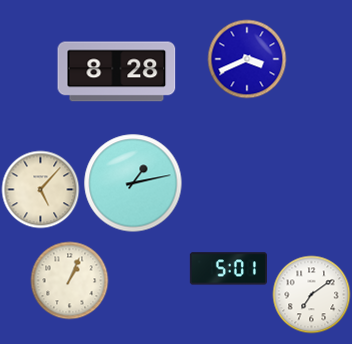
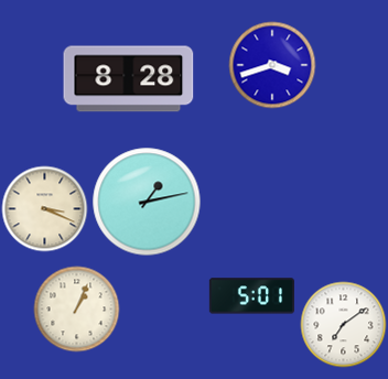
clock at (247, 59): 3:41 -> 3:42
clock at (40, 189): 5:07 -> 3:19
